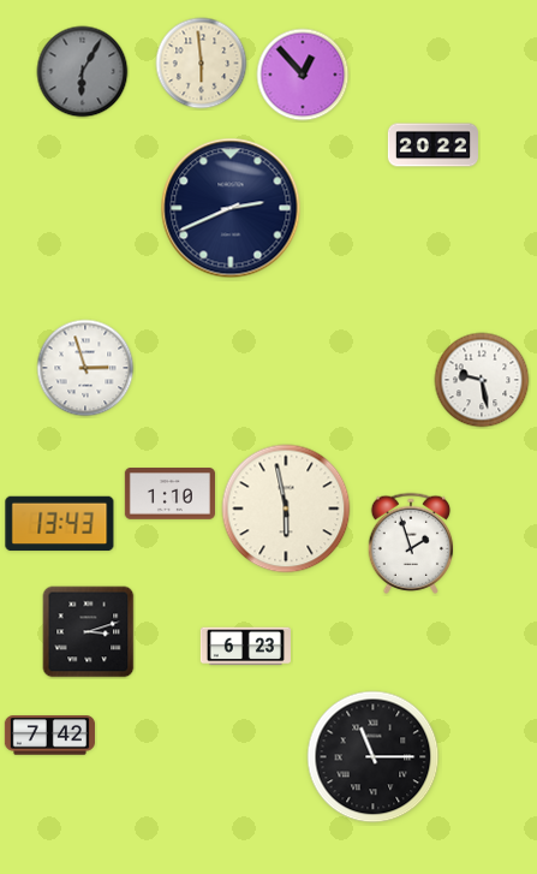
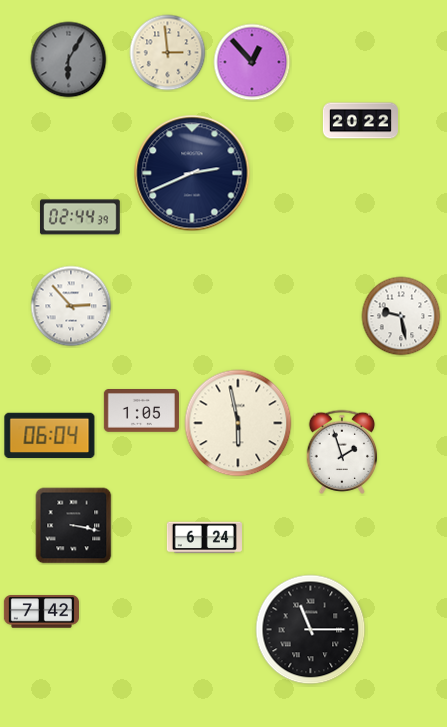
clock at (202, 64): 5:59 -> 2:59
clock at (81, 217): none -> 02:44
clock at (85, 368): 2:57 -> 2:53
clock at (169, 494): 1:10 -> 1:05
clock at (60, 524): 13:43 -> 06:04
clock at (89, 632): 3:12 -> 3:17
clock at (245, 647): 6:23 -> 6:24
